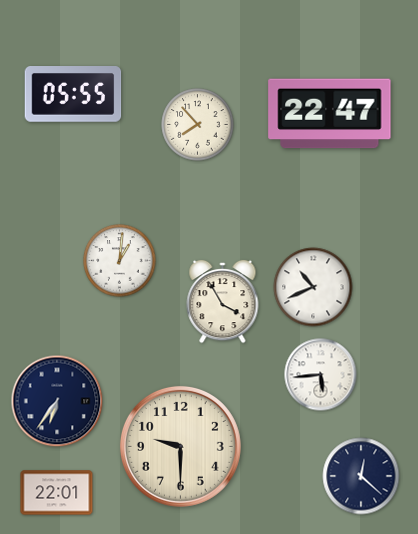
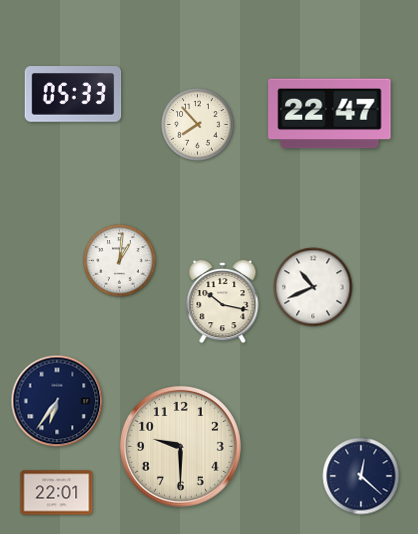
clock at (73, 94): 05:55 -> 05:33
clock at (223, 302): 3:55 -> 10:17
clock at (321, 375): 5:44 -> none
